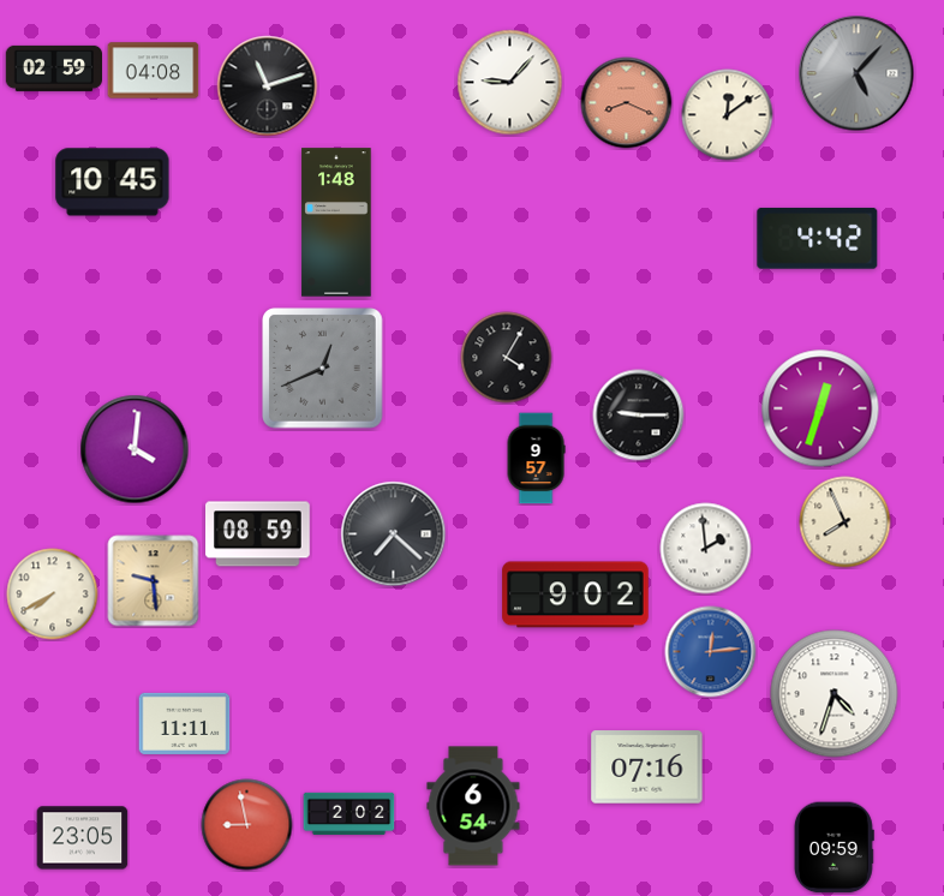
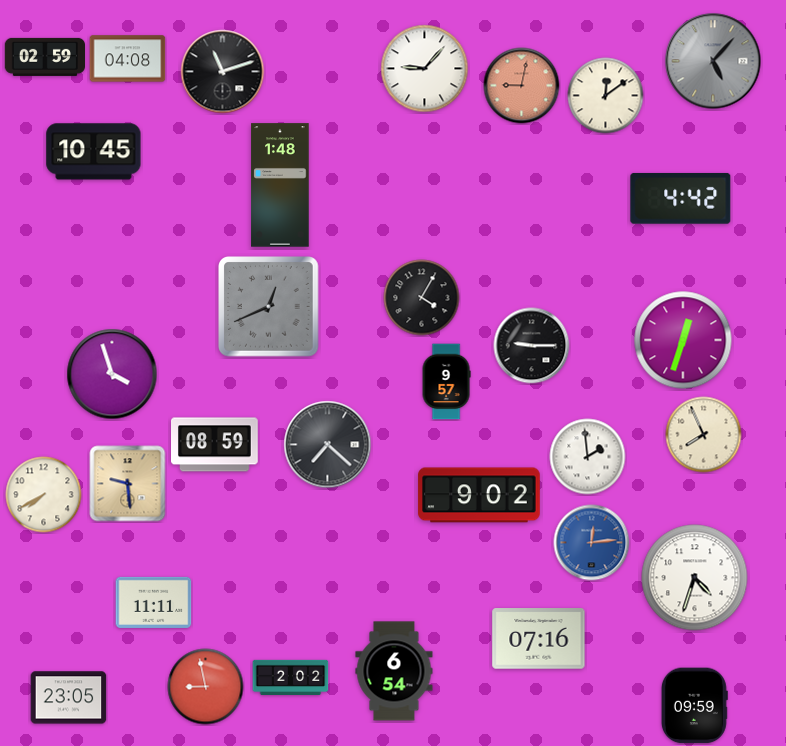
clock at (627, 103): 8:19 -> 9:02
clock at (135, 449): 4:01 -> 3:57
